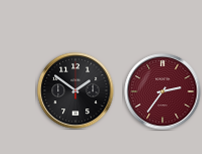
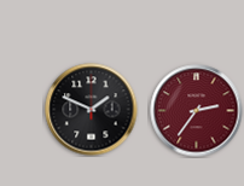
clock at (76, 91): 1:51 -> 1:49
